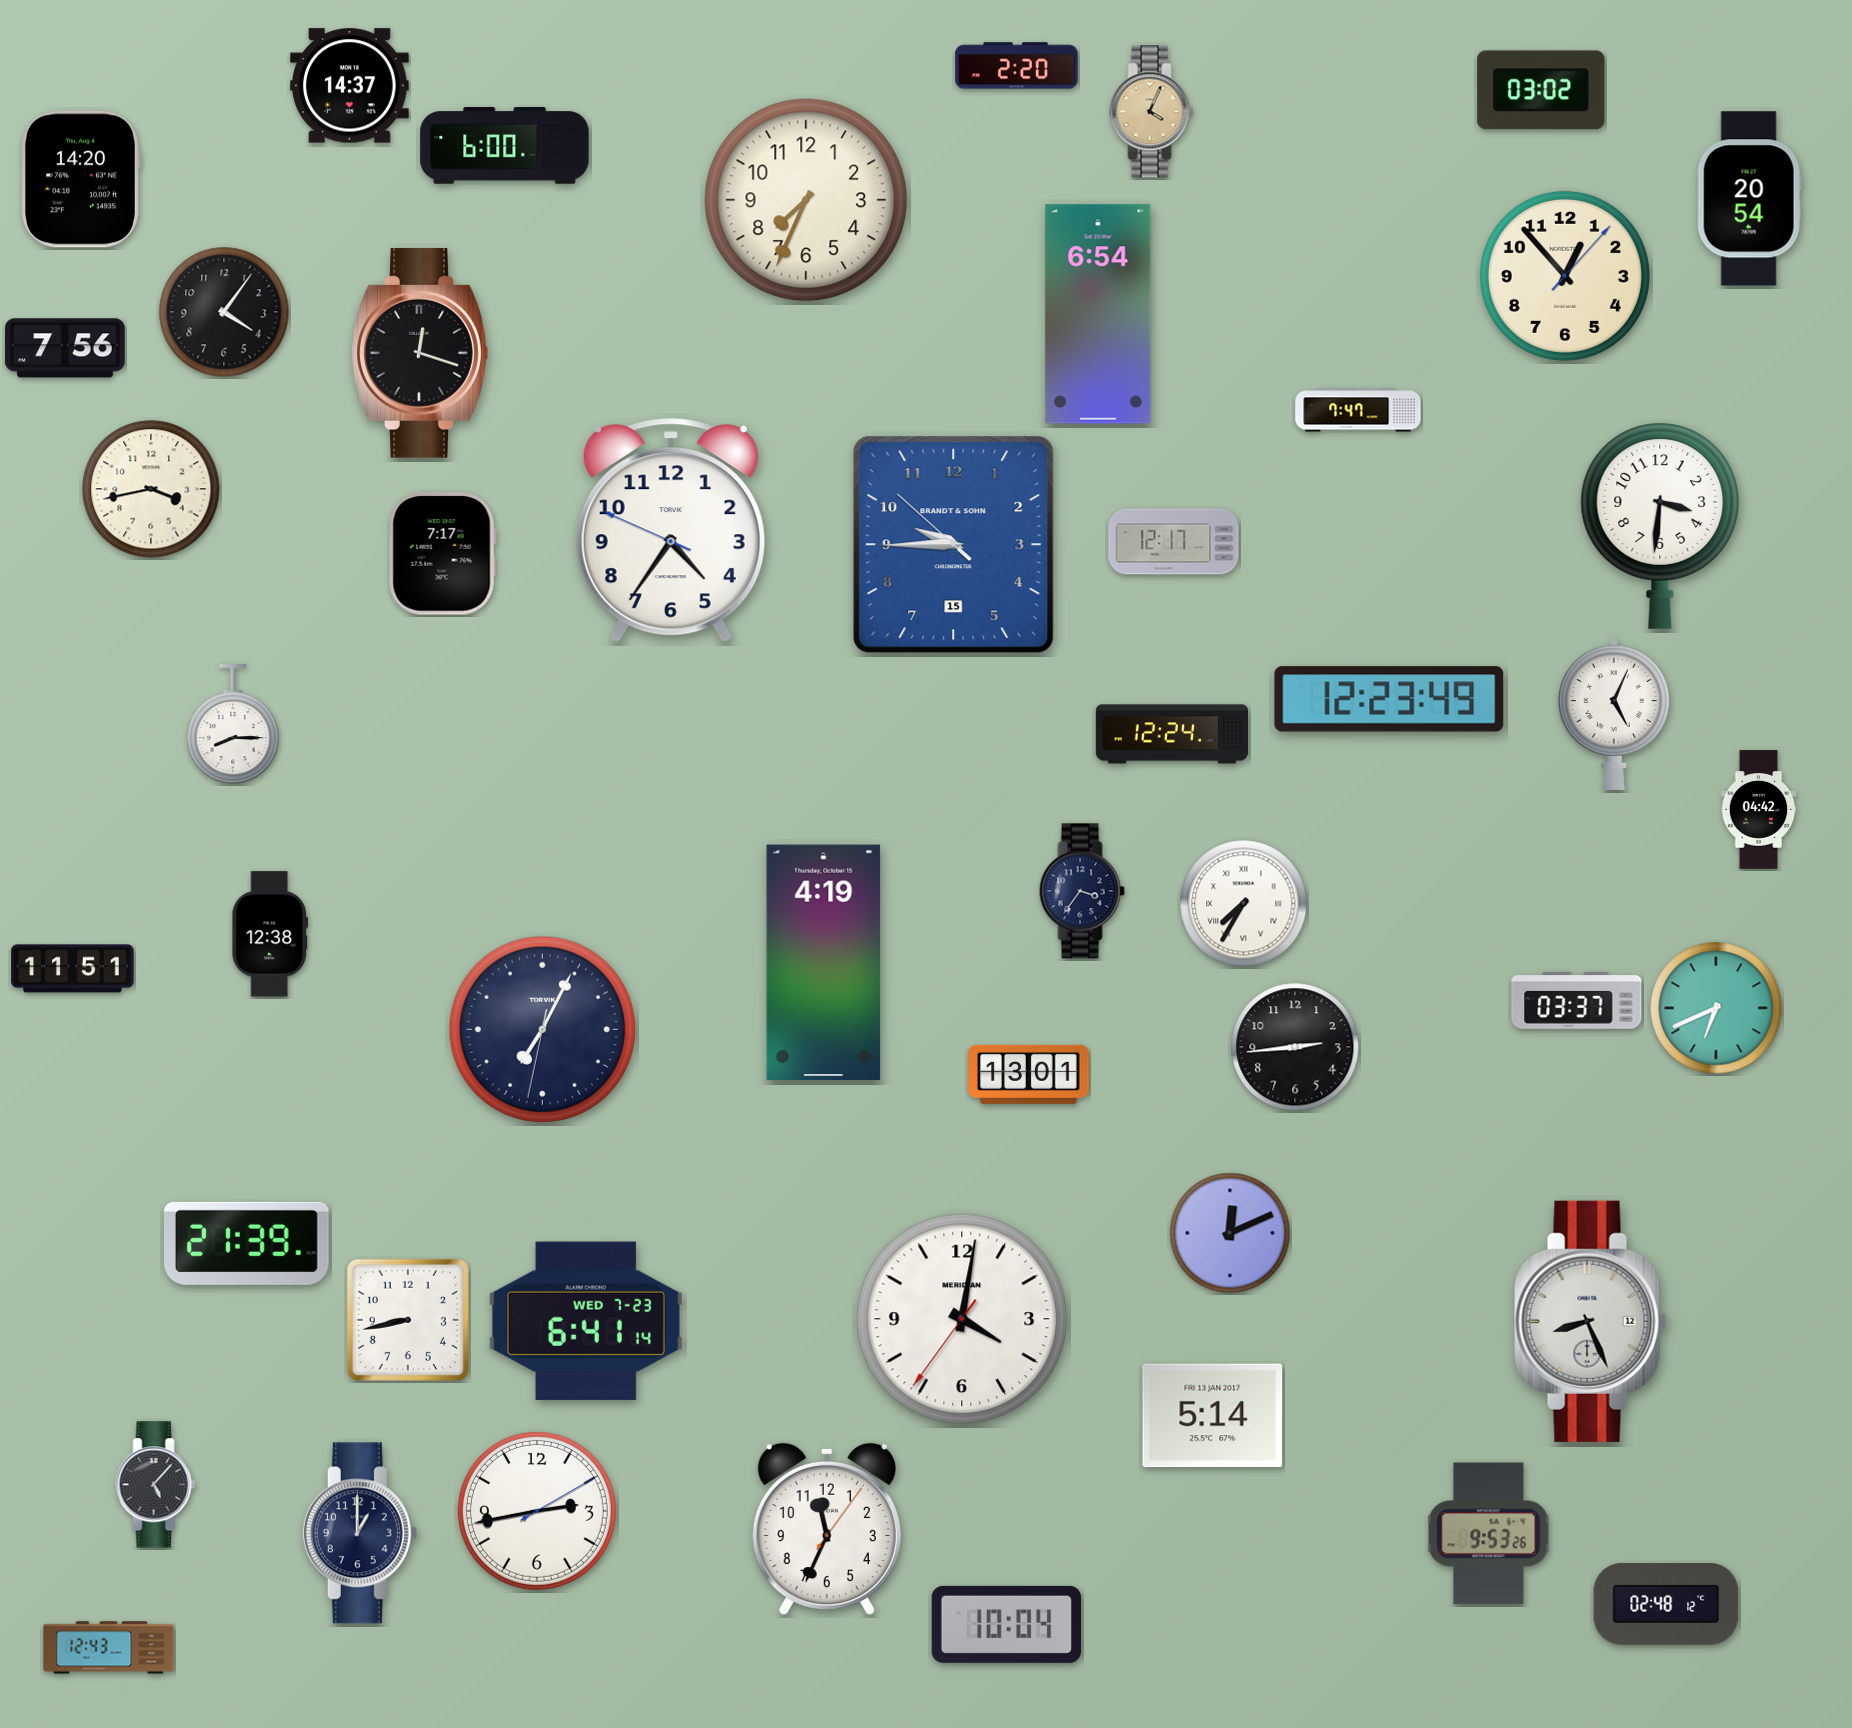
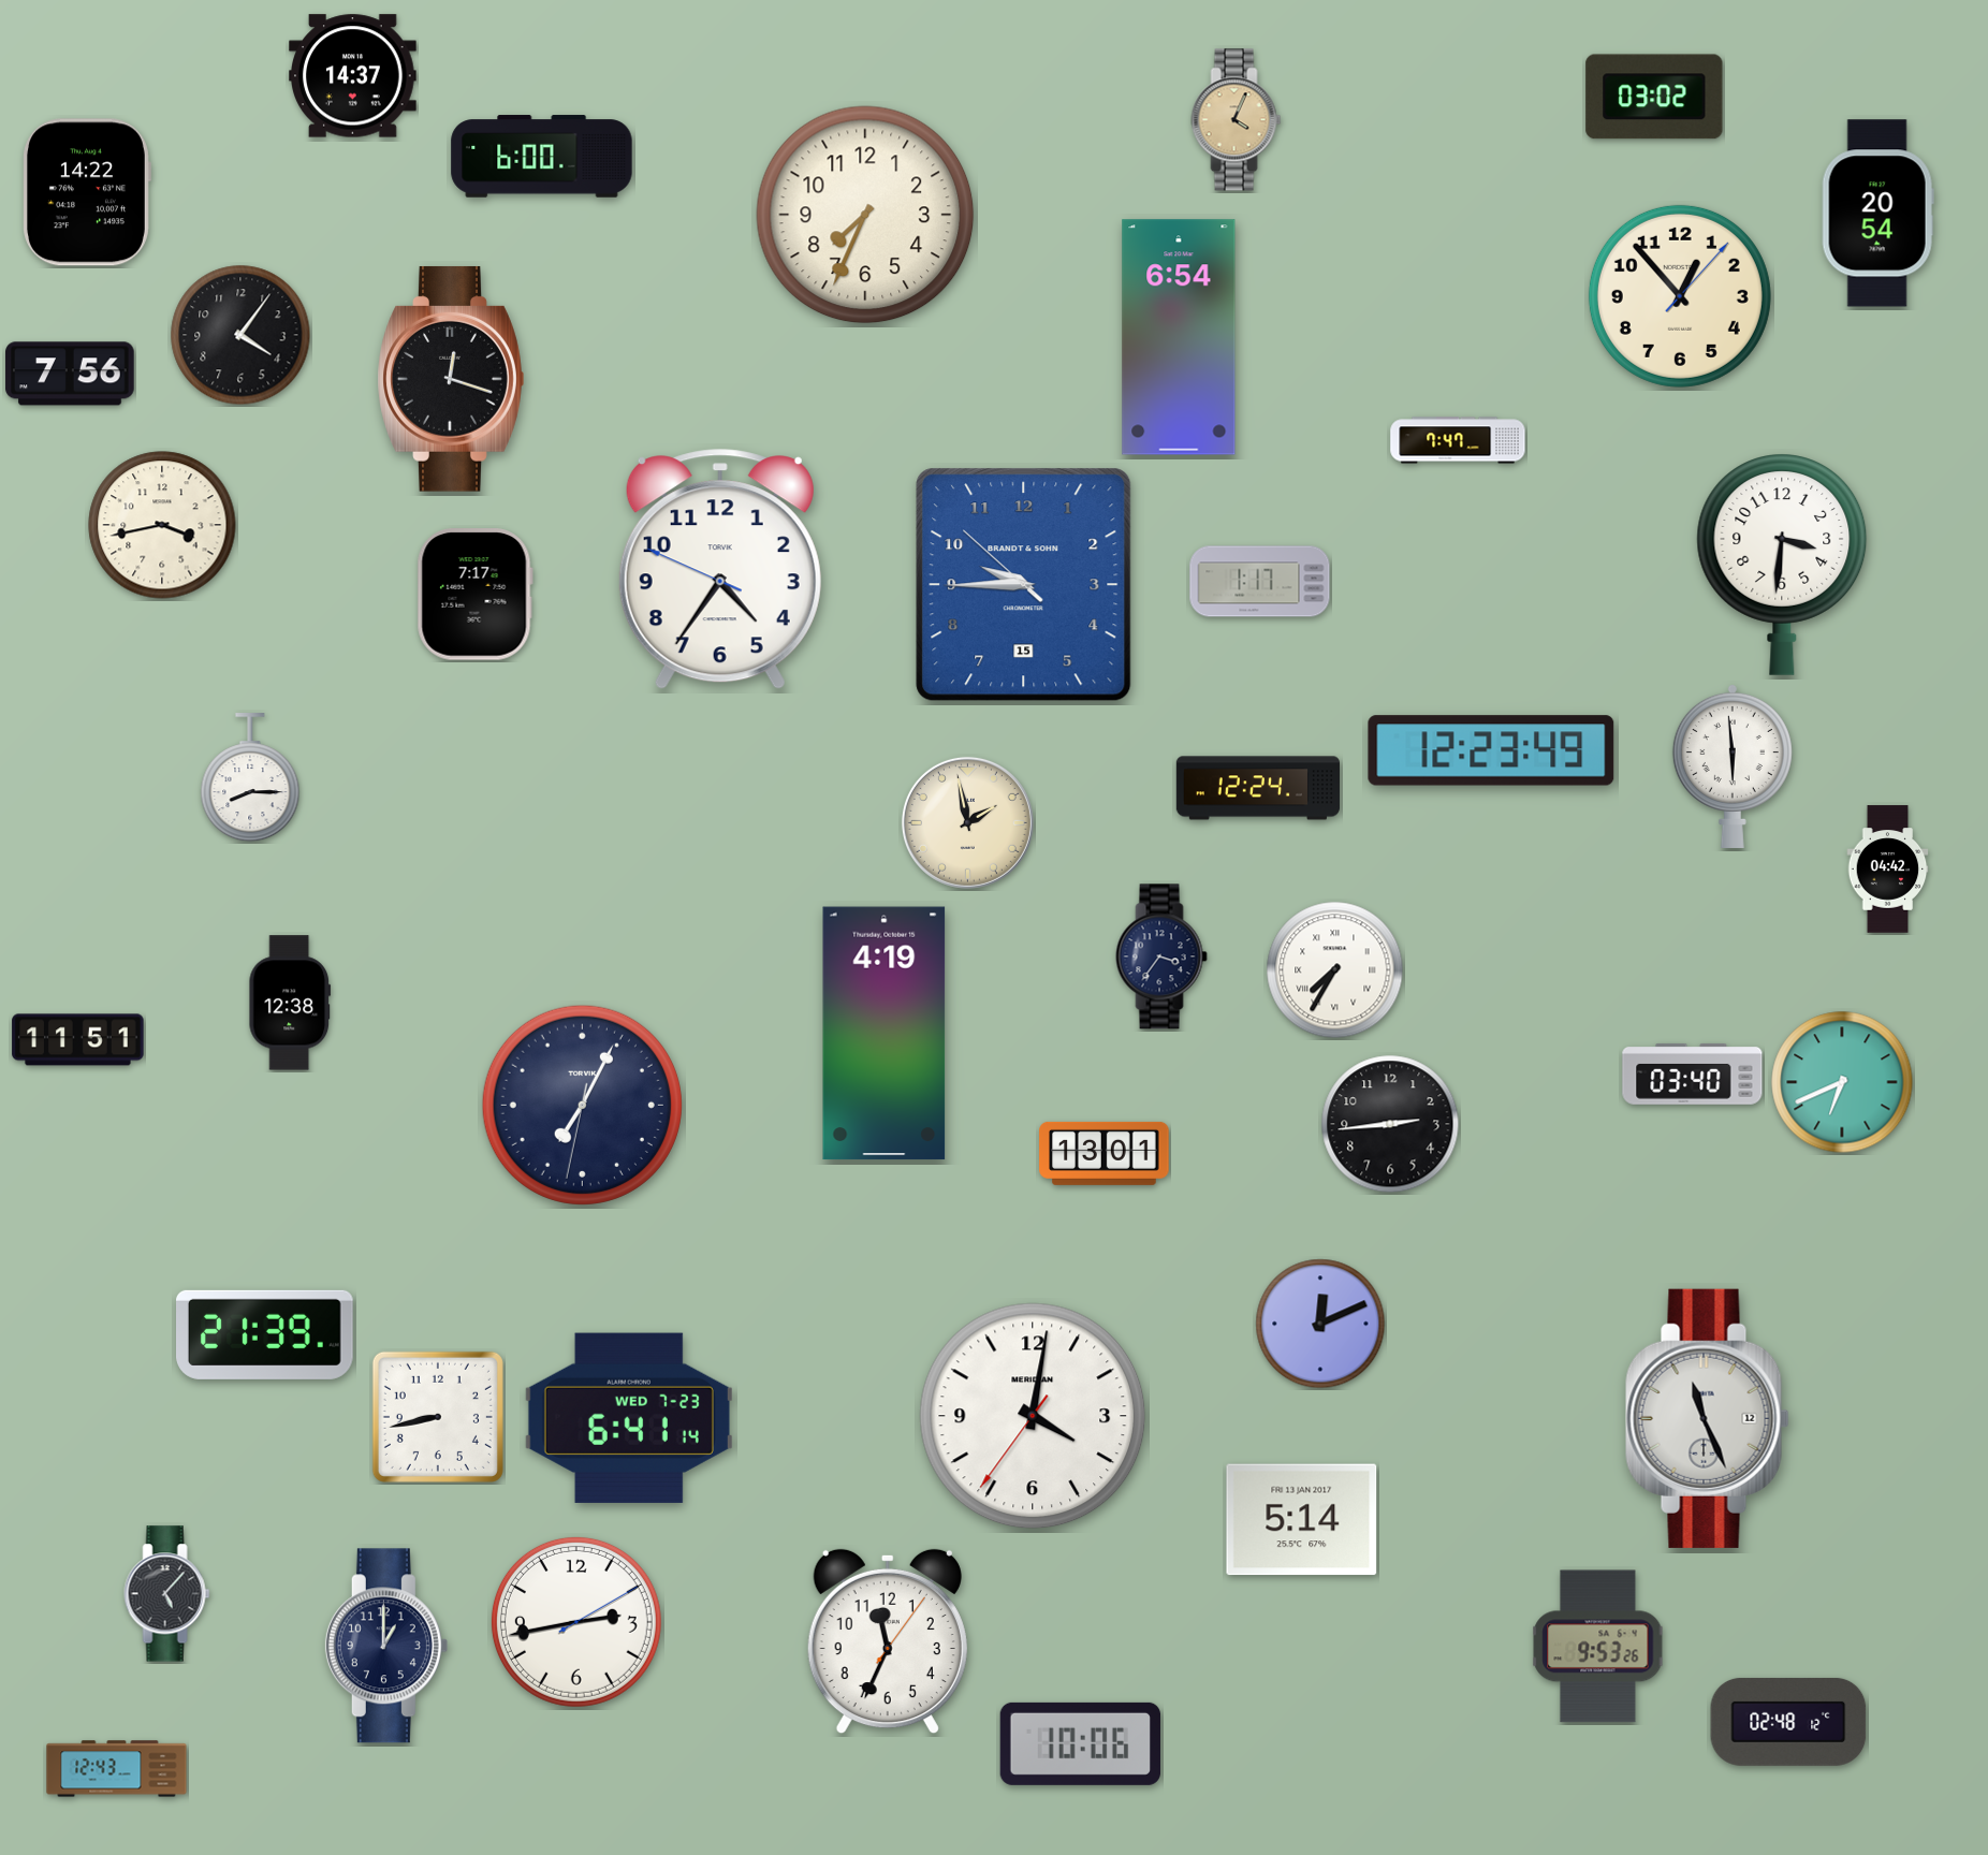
clock at (1017, 66): 2:20 -> none
clock at (350, 86) position: (350, 86) -> (353, 76)
clock at (81, 179): 14:20 -> 14:22
clock at (1174, 542): 12:17 -> 1:17
clock at (1614, 713): 5:04 -> 5:59
clock at (967, 822): none -> 1:58
clock at (1577, 1000): 03:37 -> 03:40
clock at (1591, 1321): 8:26 -> 11:26
clock at (1007, 1624): 10:04 -> 10:06
